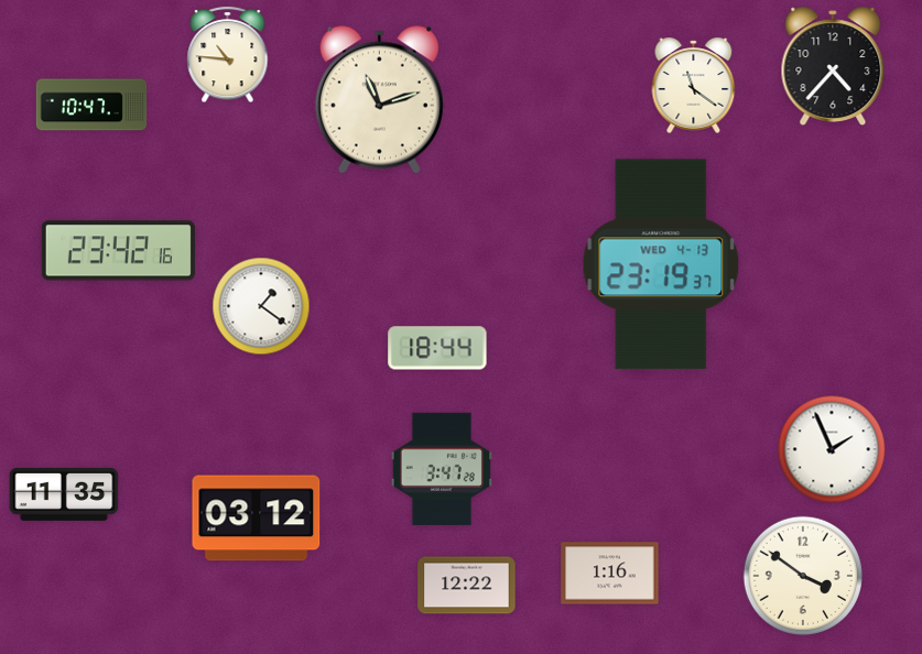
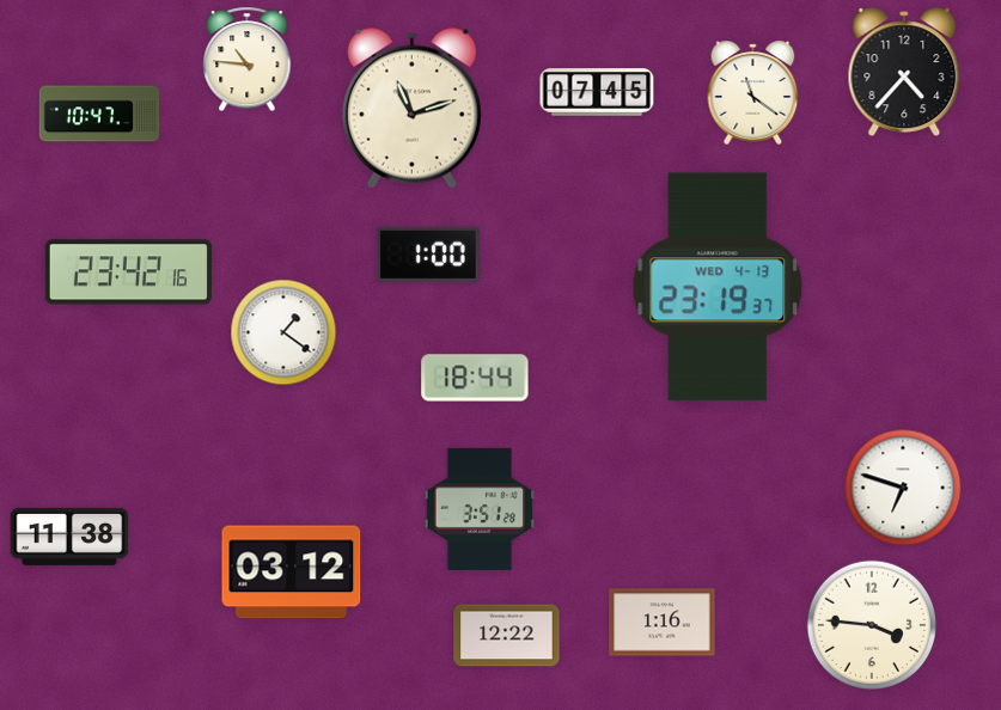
clock at (597, 92): none -> 07:45
clock at (428, 255): none -> 1:00
clock at (832, 449): 1:56 -> 6:48
clock at (442, 469): 3:47 -> 3:51
clock at (64, 494): 11:35 -> 11:38
clock at (257, 519) position: (257, 519) -> (292, 573)
clock at (802, 575): 3:51 -> 3:46
